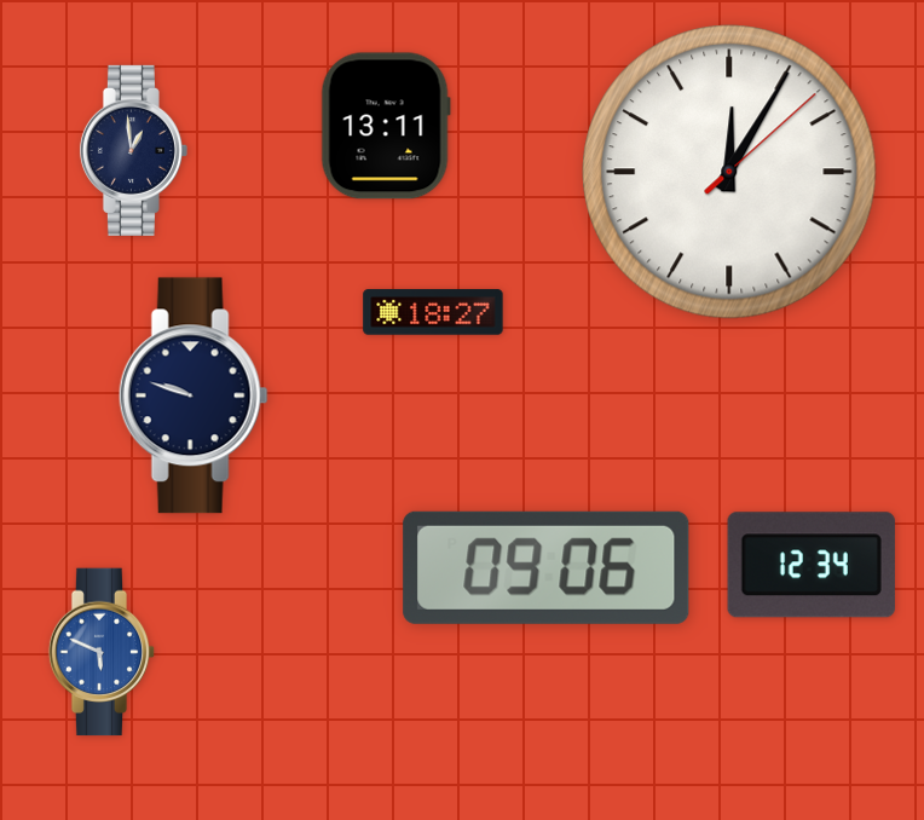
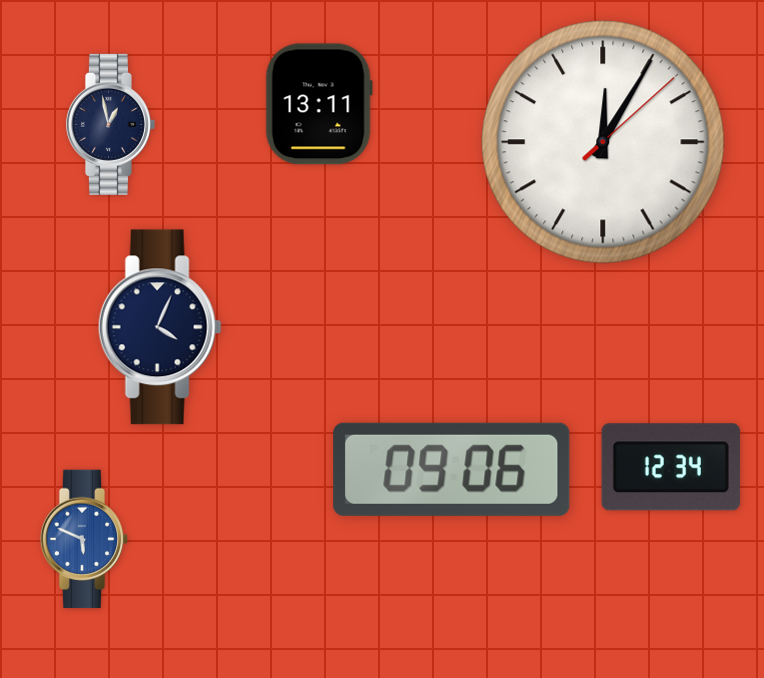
clock at (133, 150): 12:59 -> 12:58
clock at (433, 312): 18:27 -> none
clock at (194, 395): 9:48 -> 4:04
